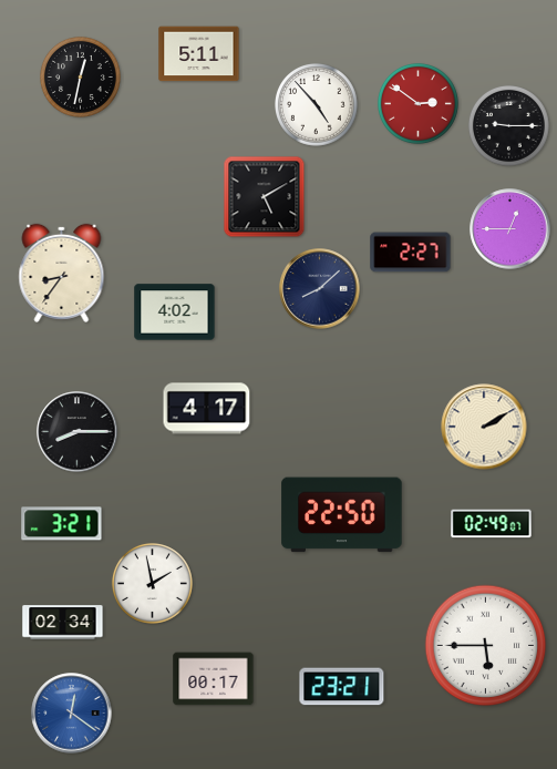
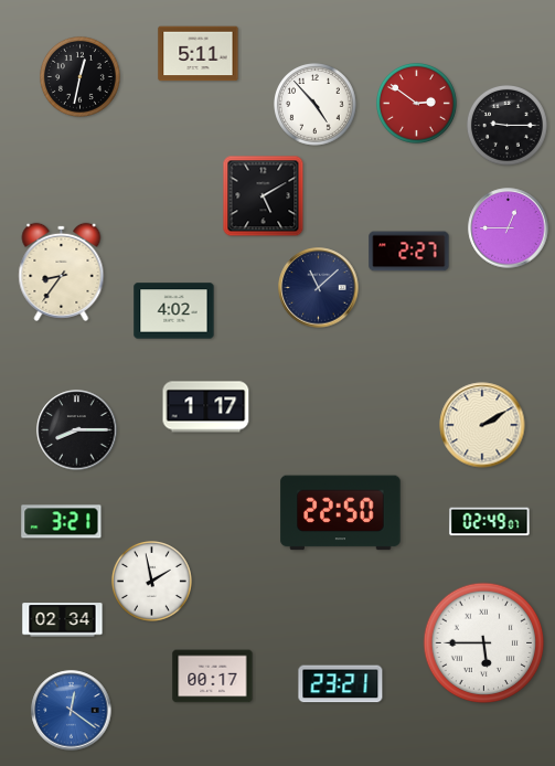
clock at (320, 289): 8:08 -> 11:08
clock at (207, 409): 4:17 -> 1:17
